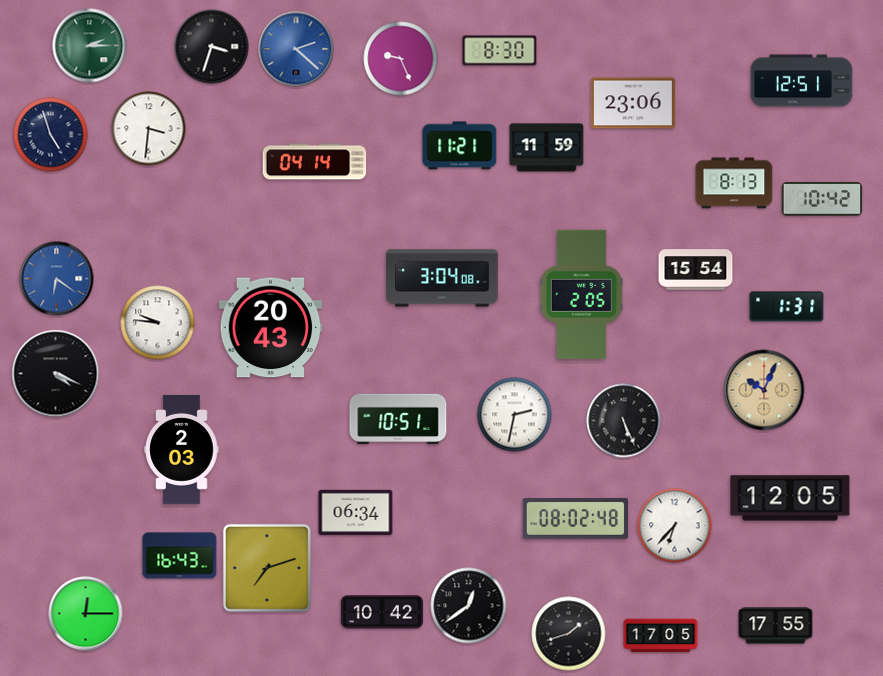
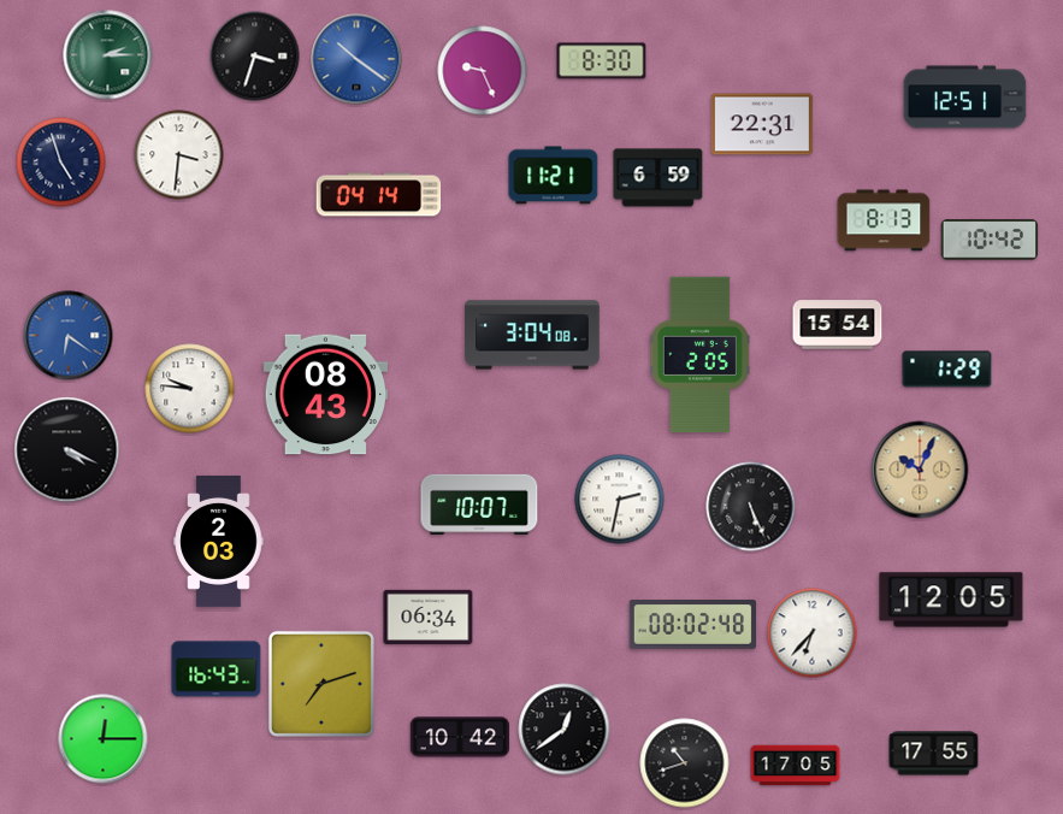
clock at (296, 49): 2:22 -> 10:21
clock at (633, 103): 23:06 -> 22:31
clock at (547, 148): 11:59 -> 6:59
clock at (787, 307): 1:31 -> 1:29
clock at (271, 328): 20:43 -> 08:43
clock at (398, 418): 10:51 -> 10:07
clock at (569, 634): 1:42 -> 10:42
